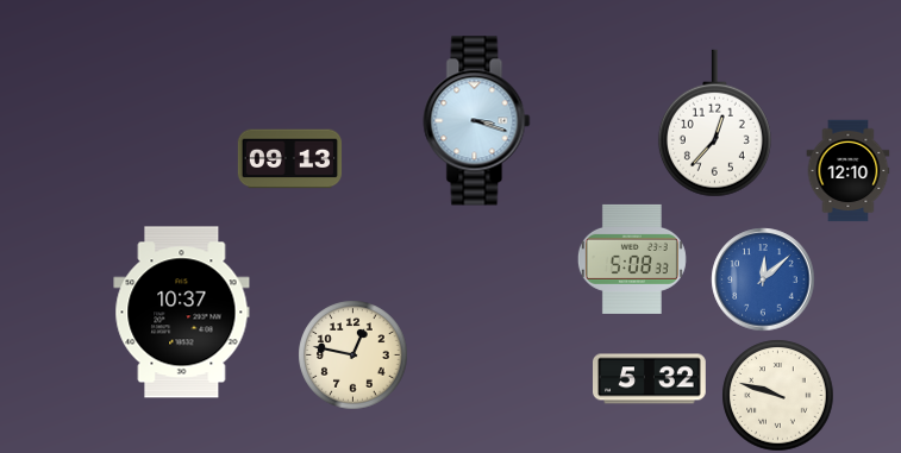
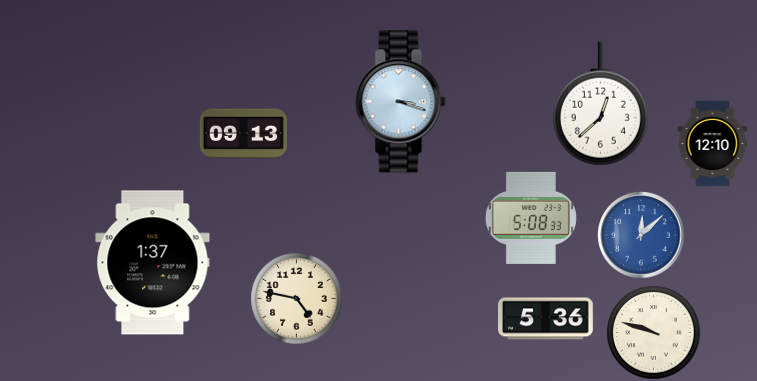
clock at (714, 124): 12:37 -> 12:38
clock at (182, 313): 10:37 -> 1:37
clock at (353, 356): 12:47 -> 4:47
clock at (650, 379): 5:32 -> 5:36
